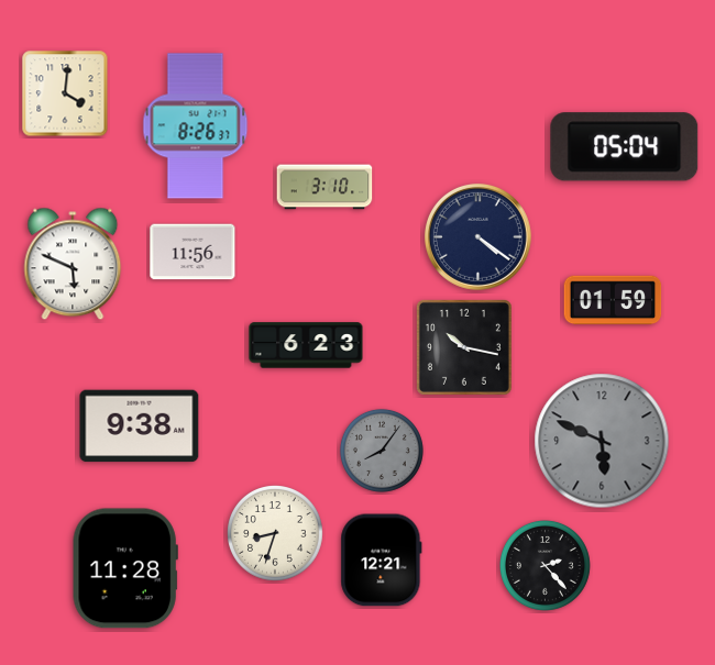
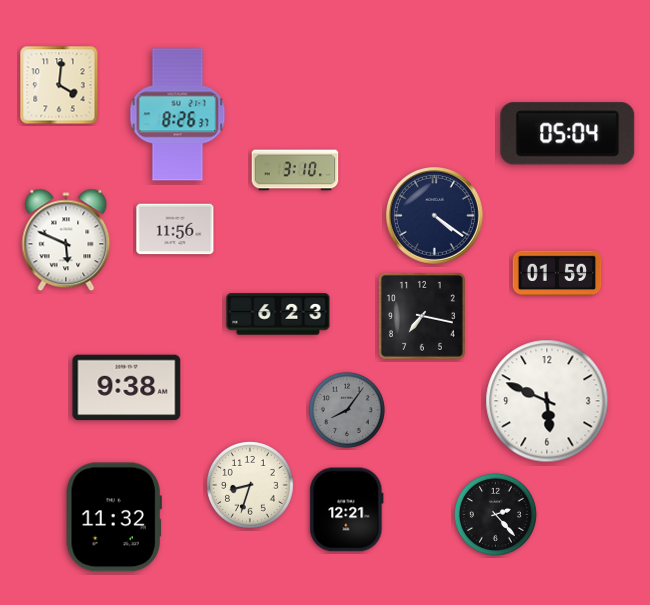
clock at (464, 347): 10:17 -> 7:17
clock at (602, 441) dial: grey -> white
clock at (125, 568): 11:28 -> 11:32
